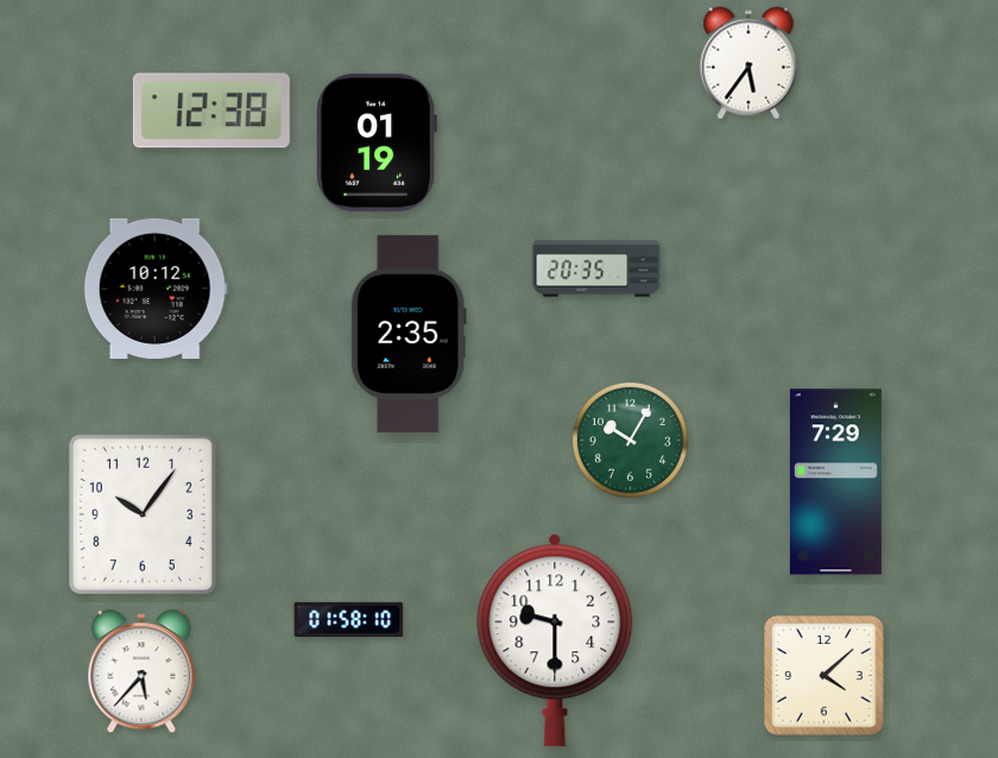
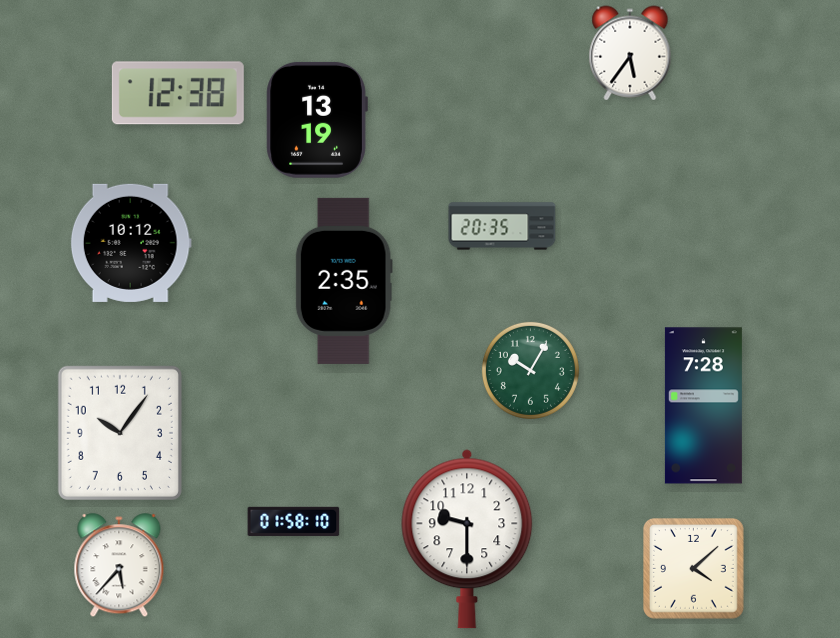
clock at (377, 143): 01:19 -> 13:19
clock at (835, 482): 7:29 -> 7:28
